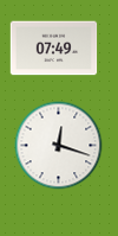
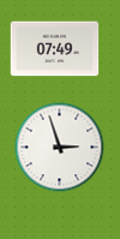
clock at (59, 146): 12:18 -> 2:57
